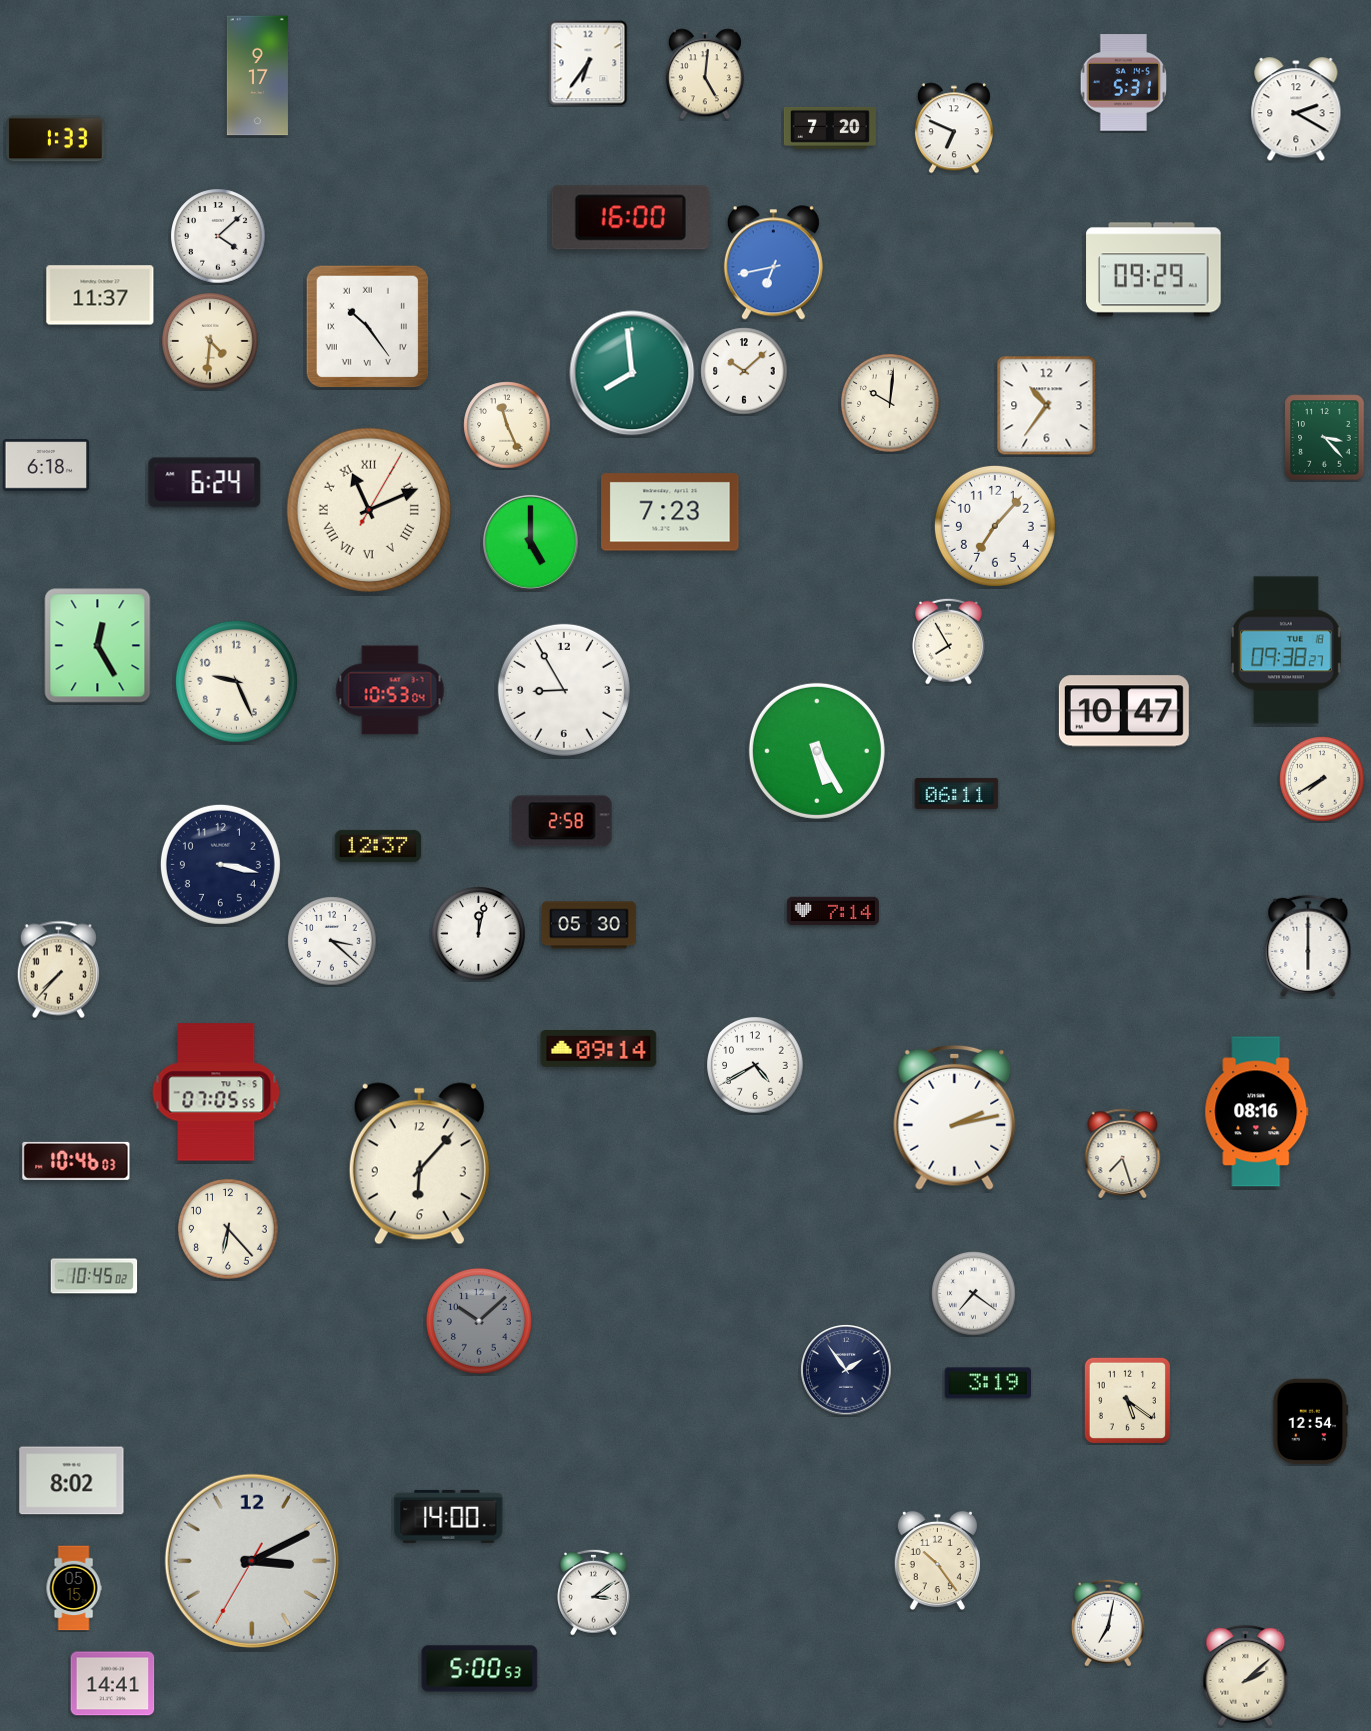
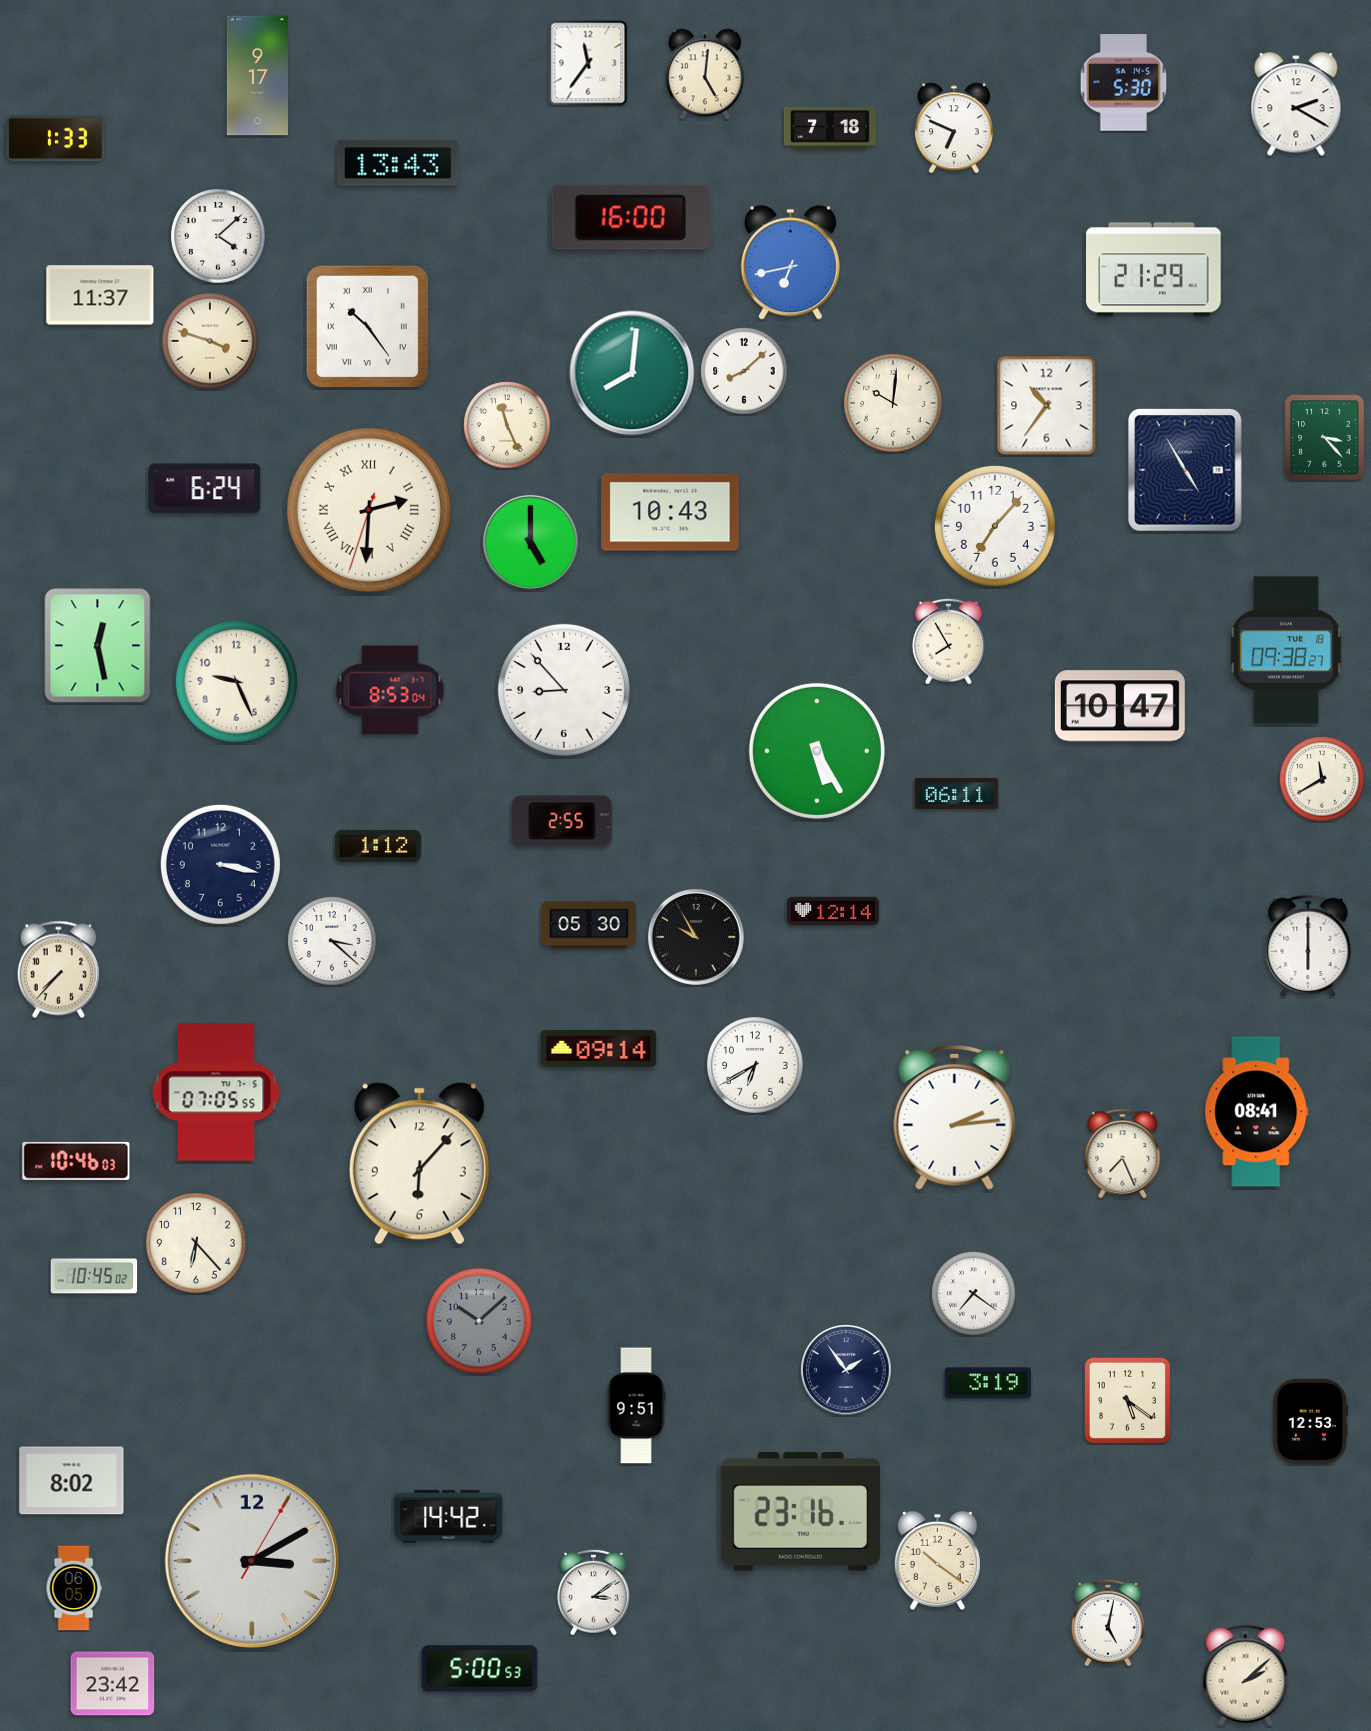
clock at (588, 63): 6:36 -> 11:36
clock at (1123, 83): 5:31 -> 5:30
clock at (1296, 110) position: (1296, 110) -> (1296, 105)
clock at (830, 128): 7:20 -> 7:18
clock at (398, 163): none -> 13:43
clock at (773, 263) position: (773, 263) -> (790, 263)
clock at (1154, 270): 09:29 -> 21:29
clock at (210, 341): 4:31 -> 3:48
clock at (744, 371): 10:08 -> 8:08
clock at (632, 373): 7:59 -> 8:01
clock at (890, 403) position: (890, 403) -> (893, 403)
clock at (46, 465): 6:18 -> none
clock at (1185, 470): none -> 4:55
clock at (205, 483) position: (205, 483) -> (205, 489)
clock at (369, 510): 11:11 -> 2:30
clock at (670, 512): 7:23 -> 10:43
clock at (98, 646): 12:25 -> 12:28
clock at (390, 690): 10:53 -> 8:53
clock at (564, 690): 8:55 -> 8:53
clock at (1124, 711) position: (1124, 711) -> (1120, 706)
clock at (1322, 779): 7:40 -> 11:40
clock at (562, 821): 2:58 -> 2:55
clock at (378, 846): 12:37 -> 1:12
clock at (833, 911): 7:14 -> 12:14
clock at (479, 934): 12:02 -> none
clock at (696, 937): none -> 9:55
clock at (755, 1065): 4:40 -> 6:40
clock at (1257, 1112): 08:16 -> 08:41
clock at (955, 1117): 2:13 -> 2:14
clock at (1123, 1153): 7:27 -> 7:26
clock at (229, 1230) position: (229, 1230) -> (197, 1244)
clock at (636, 1406): none -> 9:51
clock at (1311, 1422): 12:54 -> 12:53
clock at (800, 1512): none -> 23:16
clock at (449, 1516): 14:00 -> 14:42
clock at (252, 1561): 3:10:35 -> 3:10:05
clock at (937, 1561): 10:24 -> 10:21
clock at (74, 1588): 05:15 -> 06:05
clock at (1108, 1623): 7:02 -> 5:02
clock at (113, 1684): 14:41 -> 23:42
